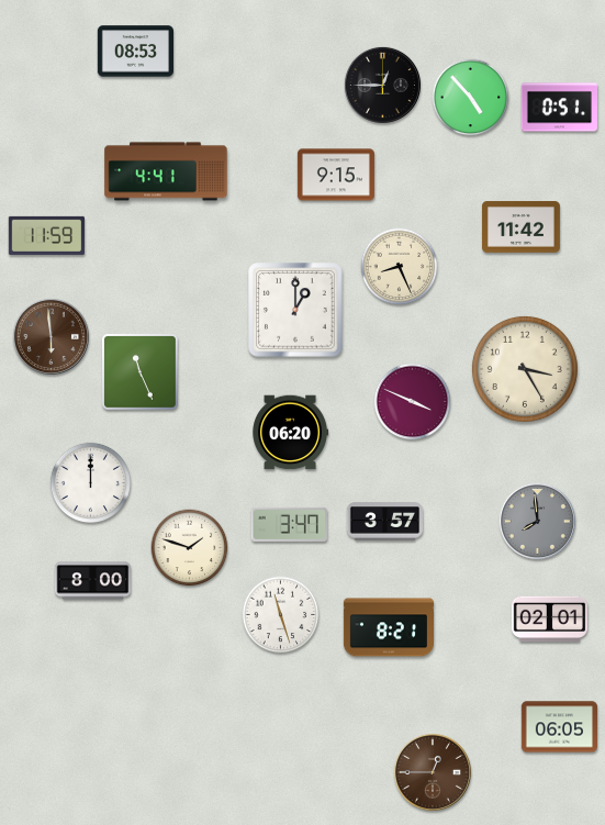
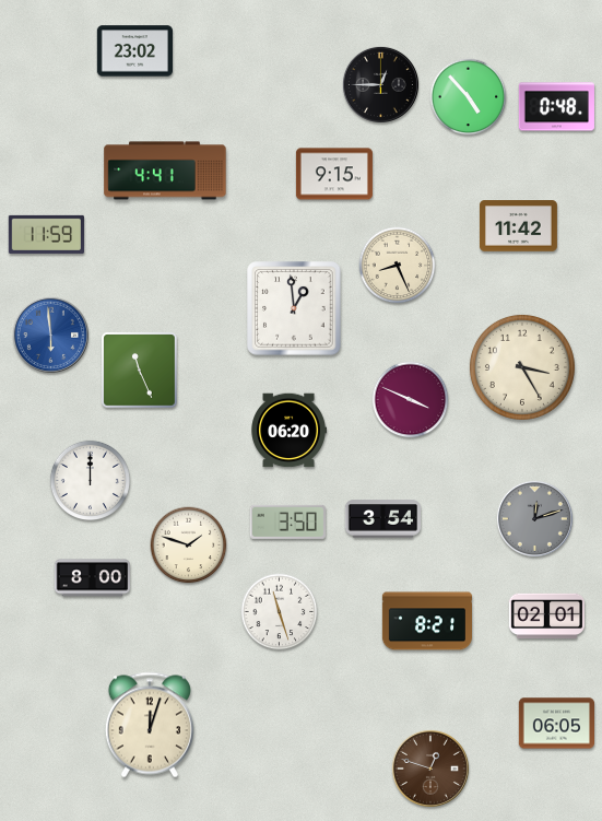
clock at (135, 52): 08:53 -> 23:02
clock at (559, 108): 0:51 -> 0:48
clock at (295, 310): 1:00 -> 12:59
clock at (51, 336) dial: brown -> blue
clock at (537, 521): 7:59 -> 12:12
clock at (384, 522): 3:57 -> 3:54
clock at (289, 524): 3:47 -> 3:50
clock at (388, 627) position: (388, 627) -> (426, 621)
clock at (150, 725): none -> 12:03
clock at (433, 772): 12:45 -> 12:48
